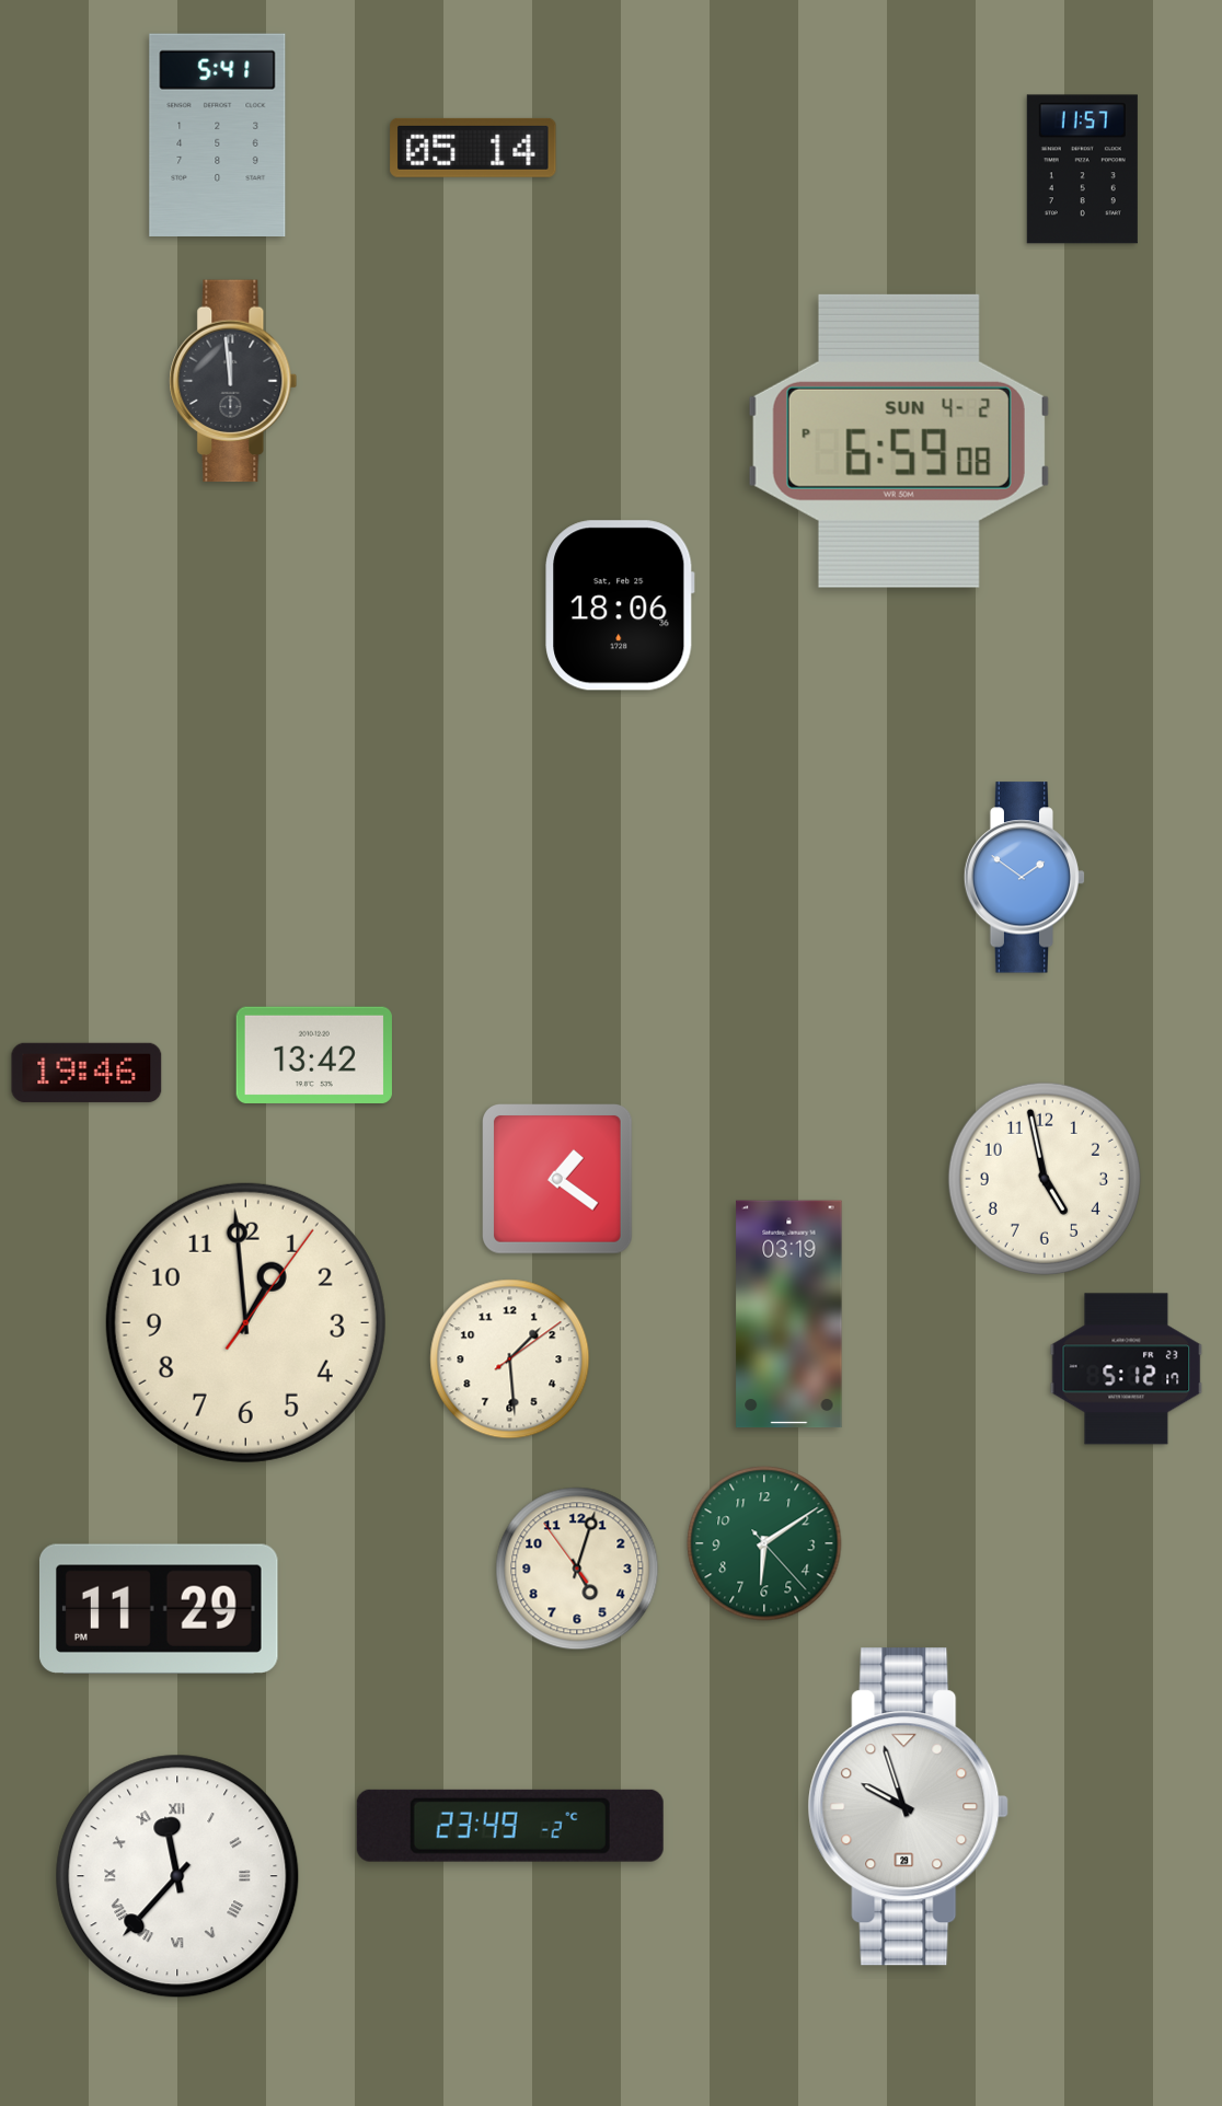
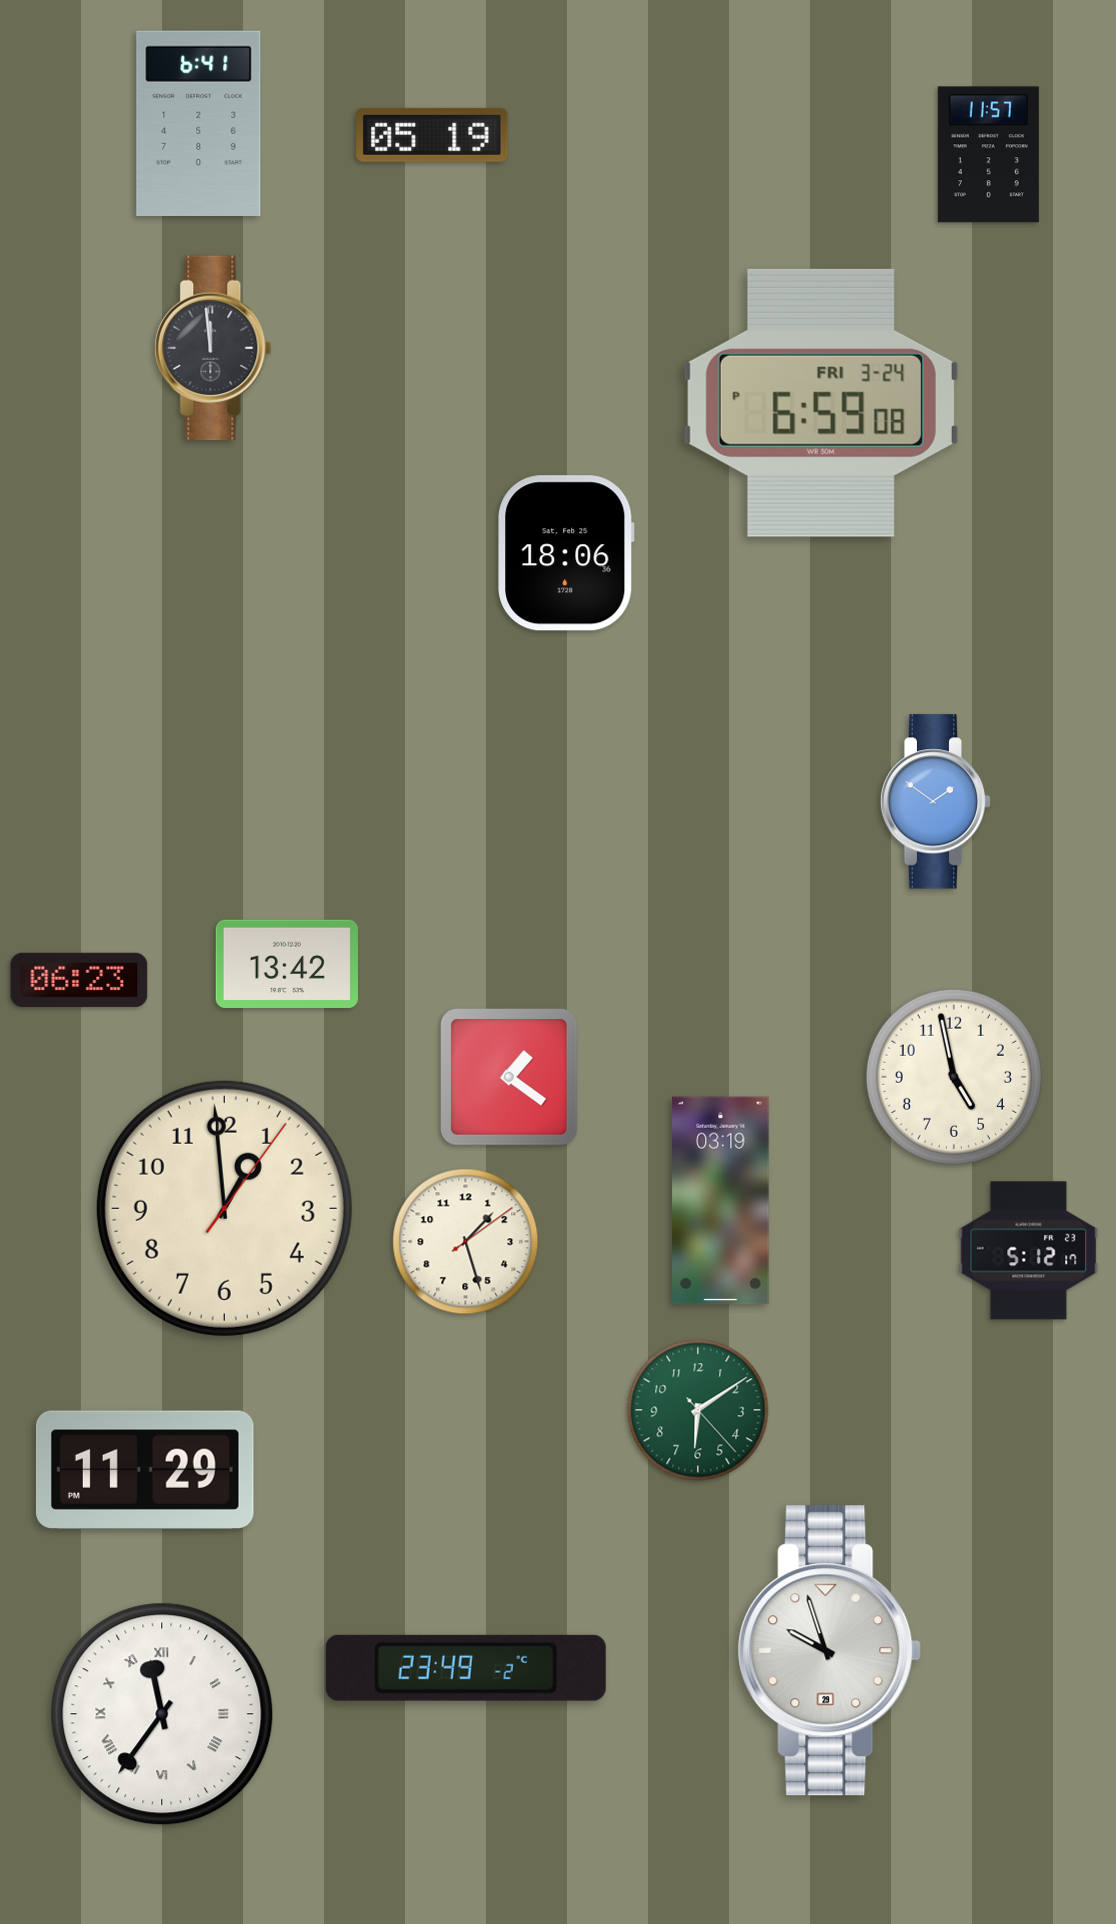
clock at (218, 135): 5:41 -> 6:41
clock at (473, 148): 05:14 -> 05:19
clock at (899, 441) date: SUN 4-2 -> FRI 3-24
clock at (87, 1073): 19:46 -> 06:23
clock at (510, 1359): 1:29 -> 1:27
clock at (577, 1569): 5:02 -> none
clock at (177, 1876): 11:37 -> 11:36
